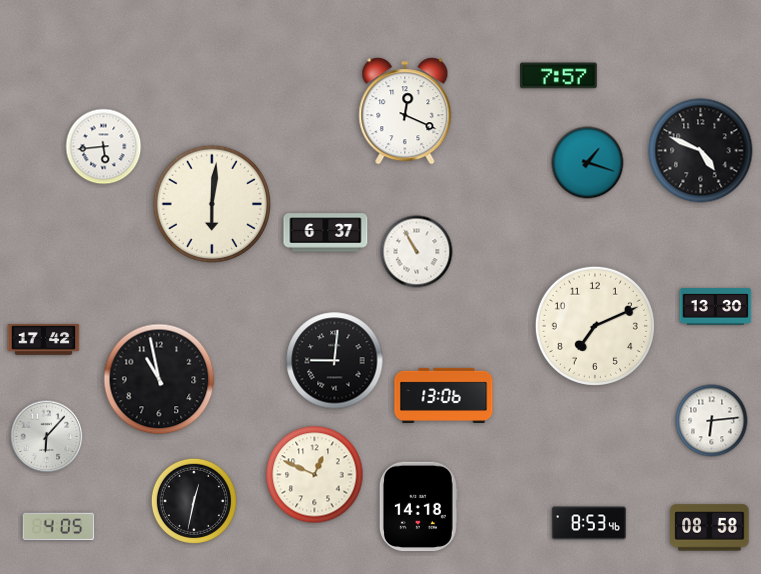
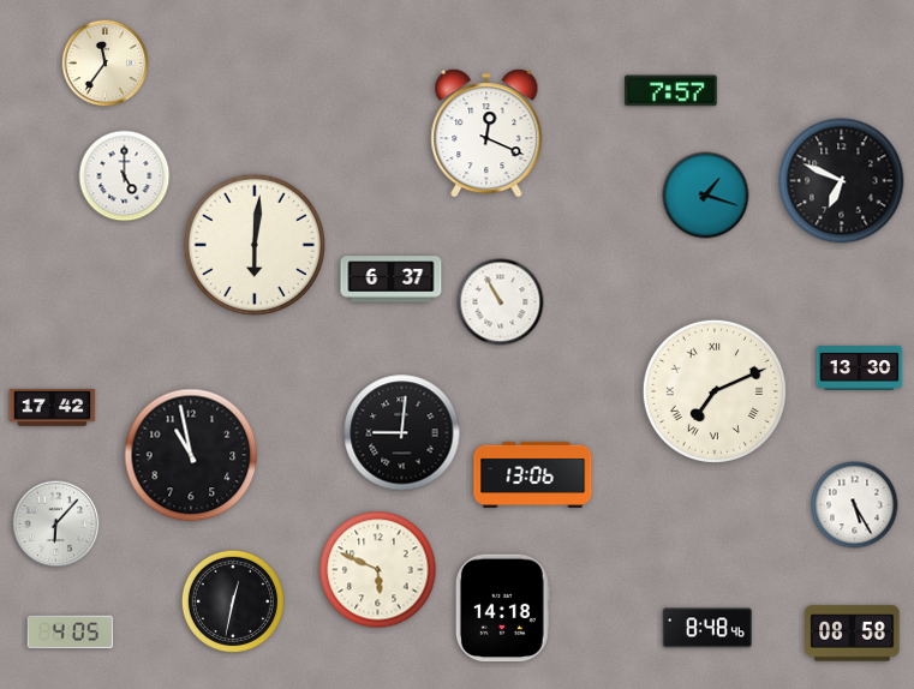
clock at (106, 64): none -> 11:36
clock at (104, 147): 5:44 -> 5:00
clock at (701, 151): 4:49 -> 6:49
clock at (595, 326) numerals: Arabic -> Roman
clock at (712, 421): 6:14 -> 5:25
clock at (315, 475): 12:49 -> 5:49
clock at (589, 523): 8:53 -> 8:48
